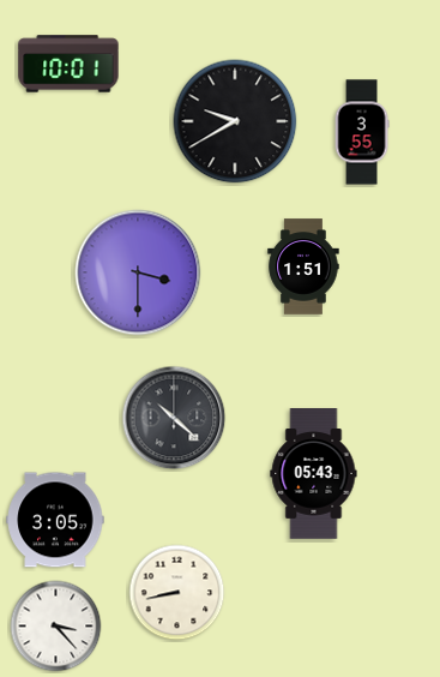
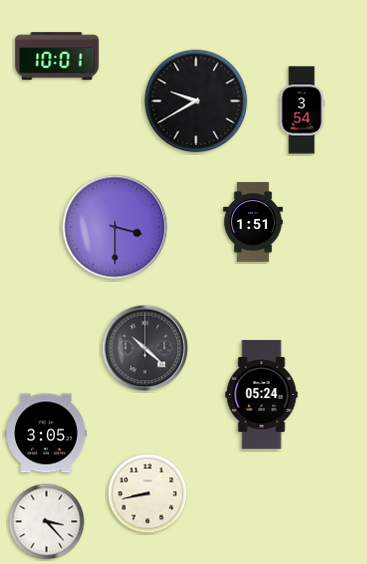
clock at (68, 64) position: (68, 64) -> (57, 56)
clock at (362, 132): 3:55 -> 3:54
clock at (314, 474): 05:43 -> 05:24
